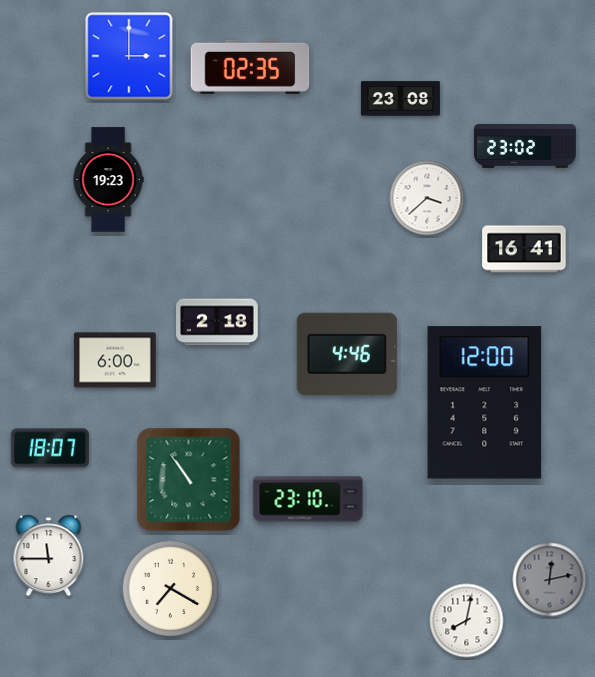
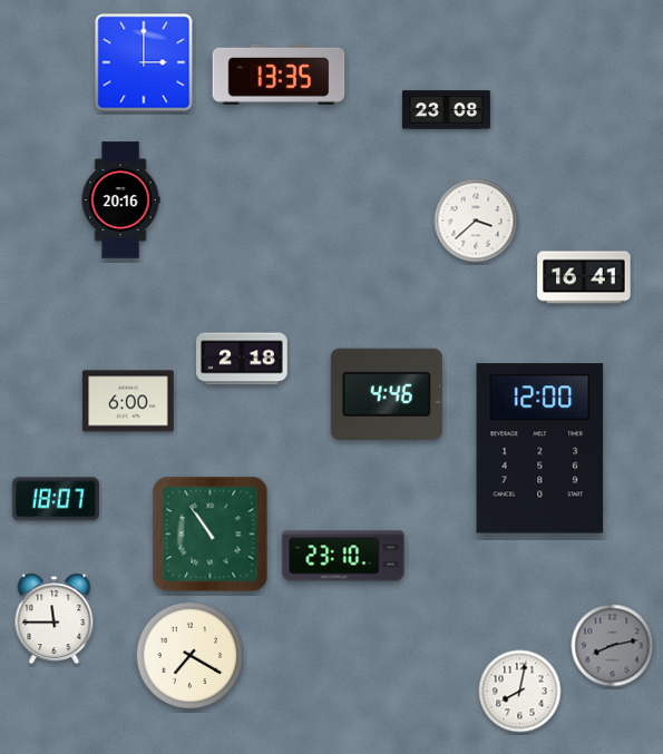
clock at (250, 67): 02:35 -> 13:35
clock at (525, 147): 23:02 -> none
clock at (108, 180): 19:23 -> 20:16
clock at (550, 580): 12:13 -> 8:13
